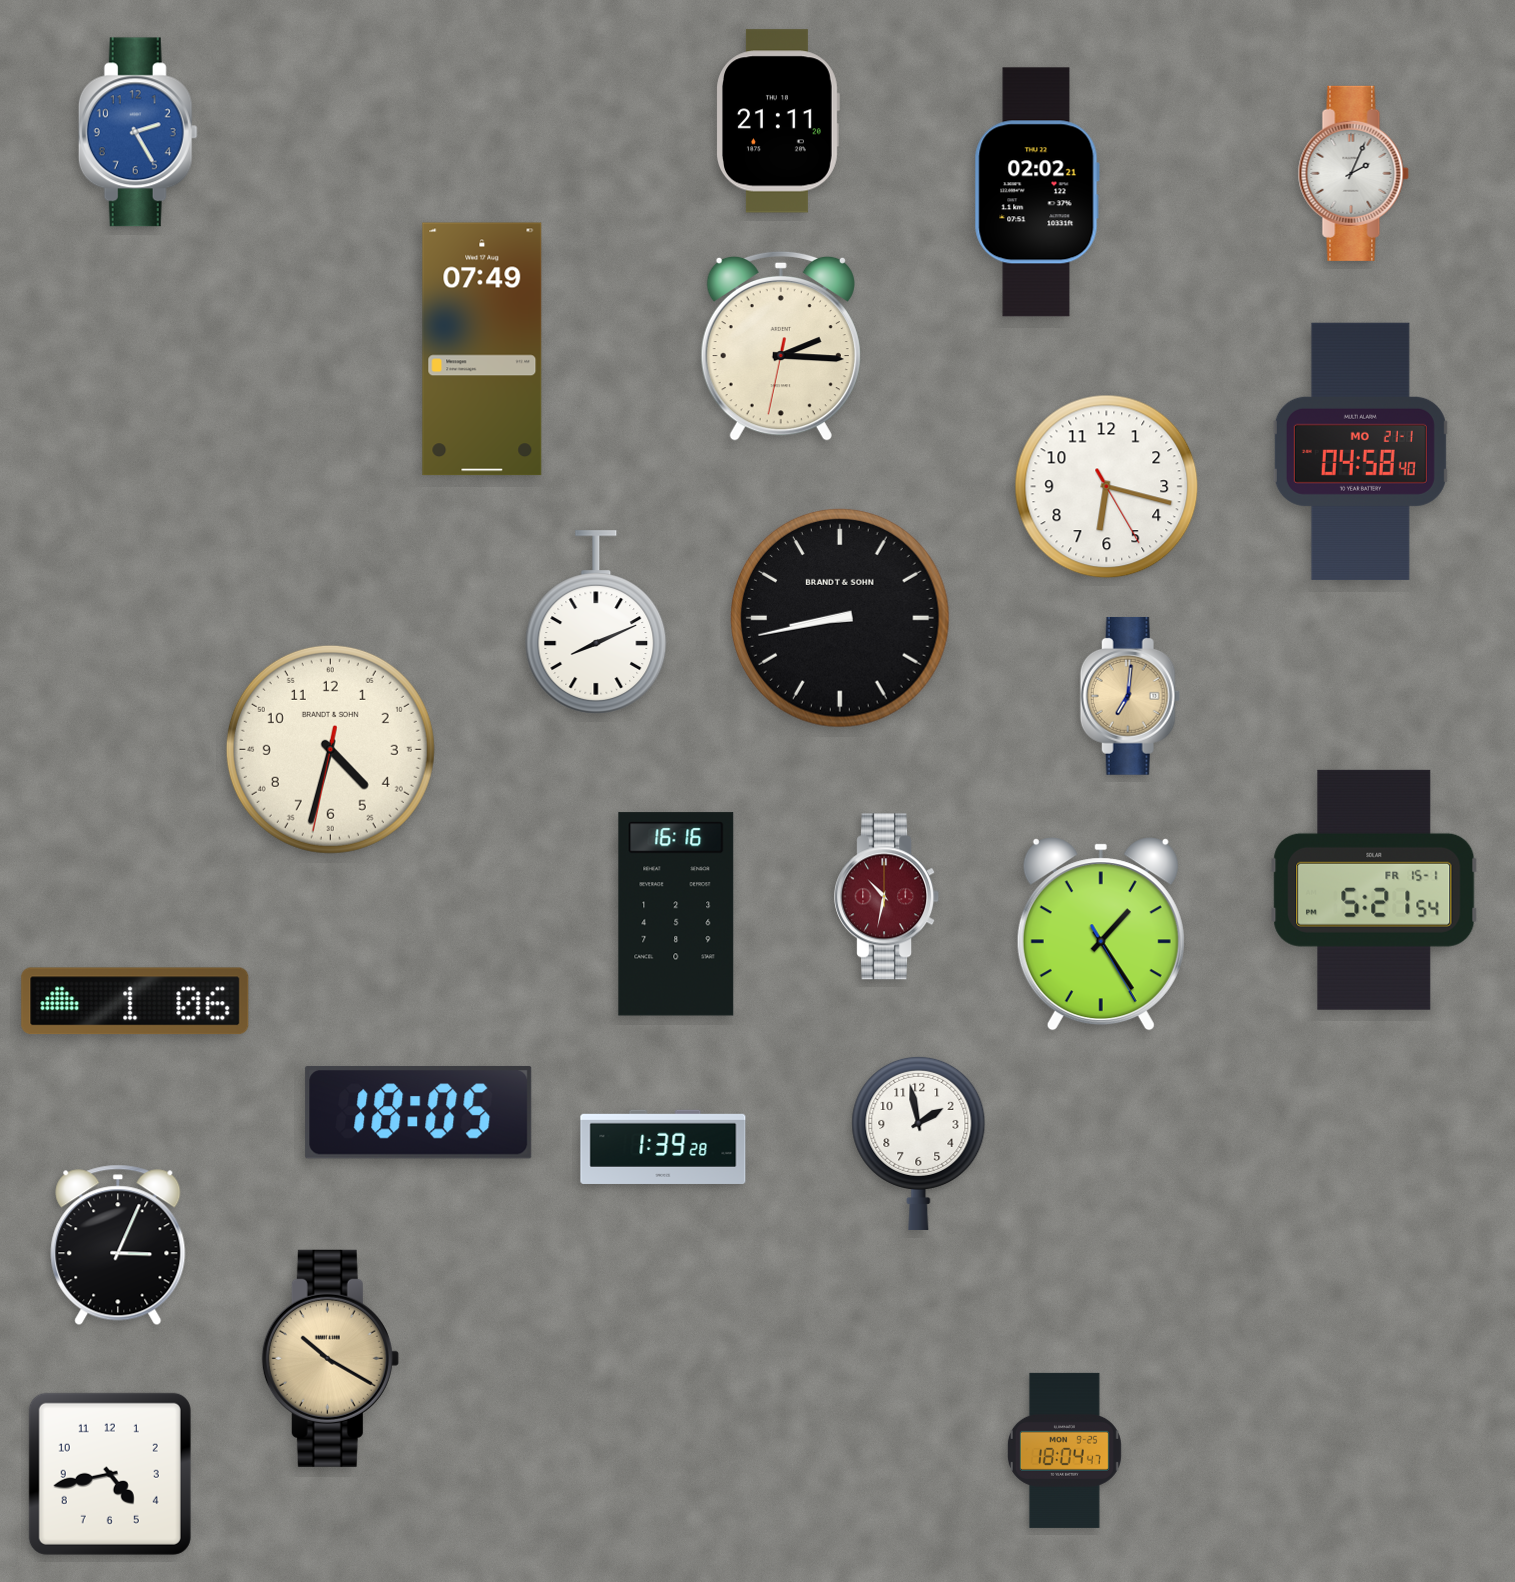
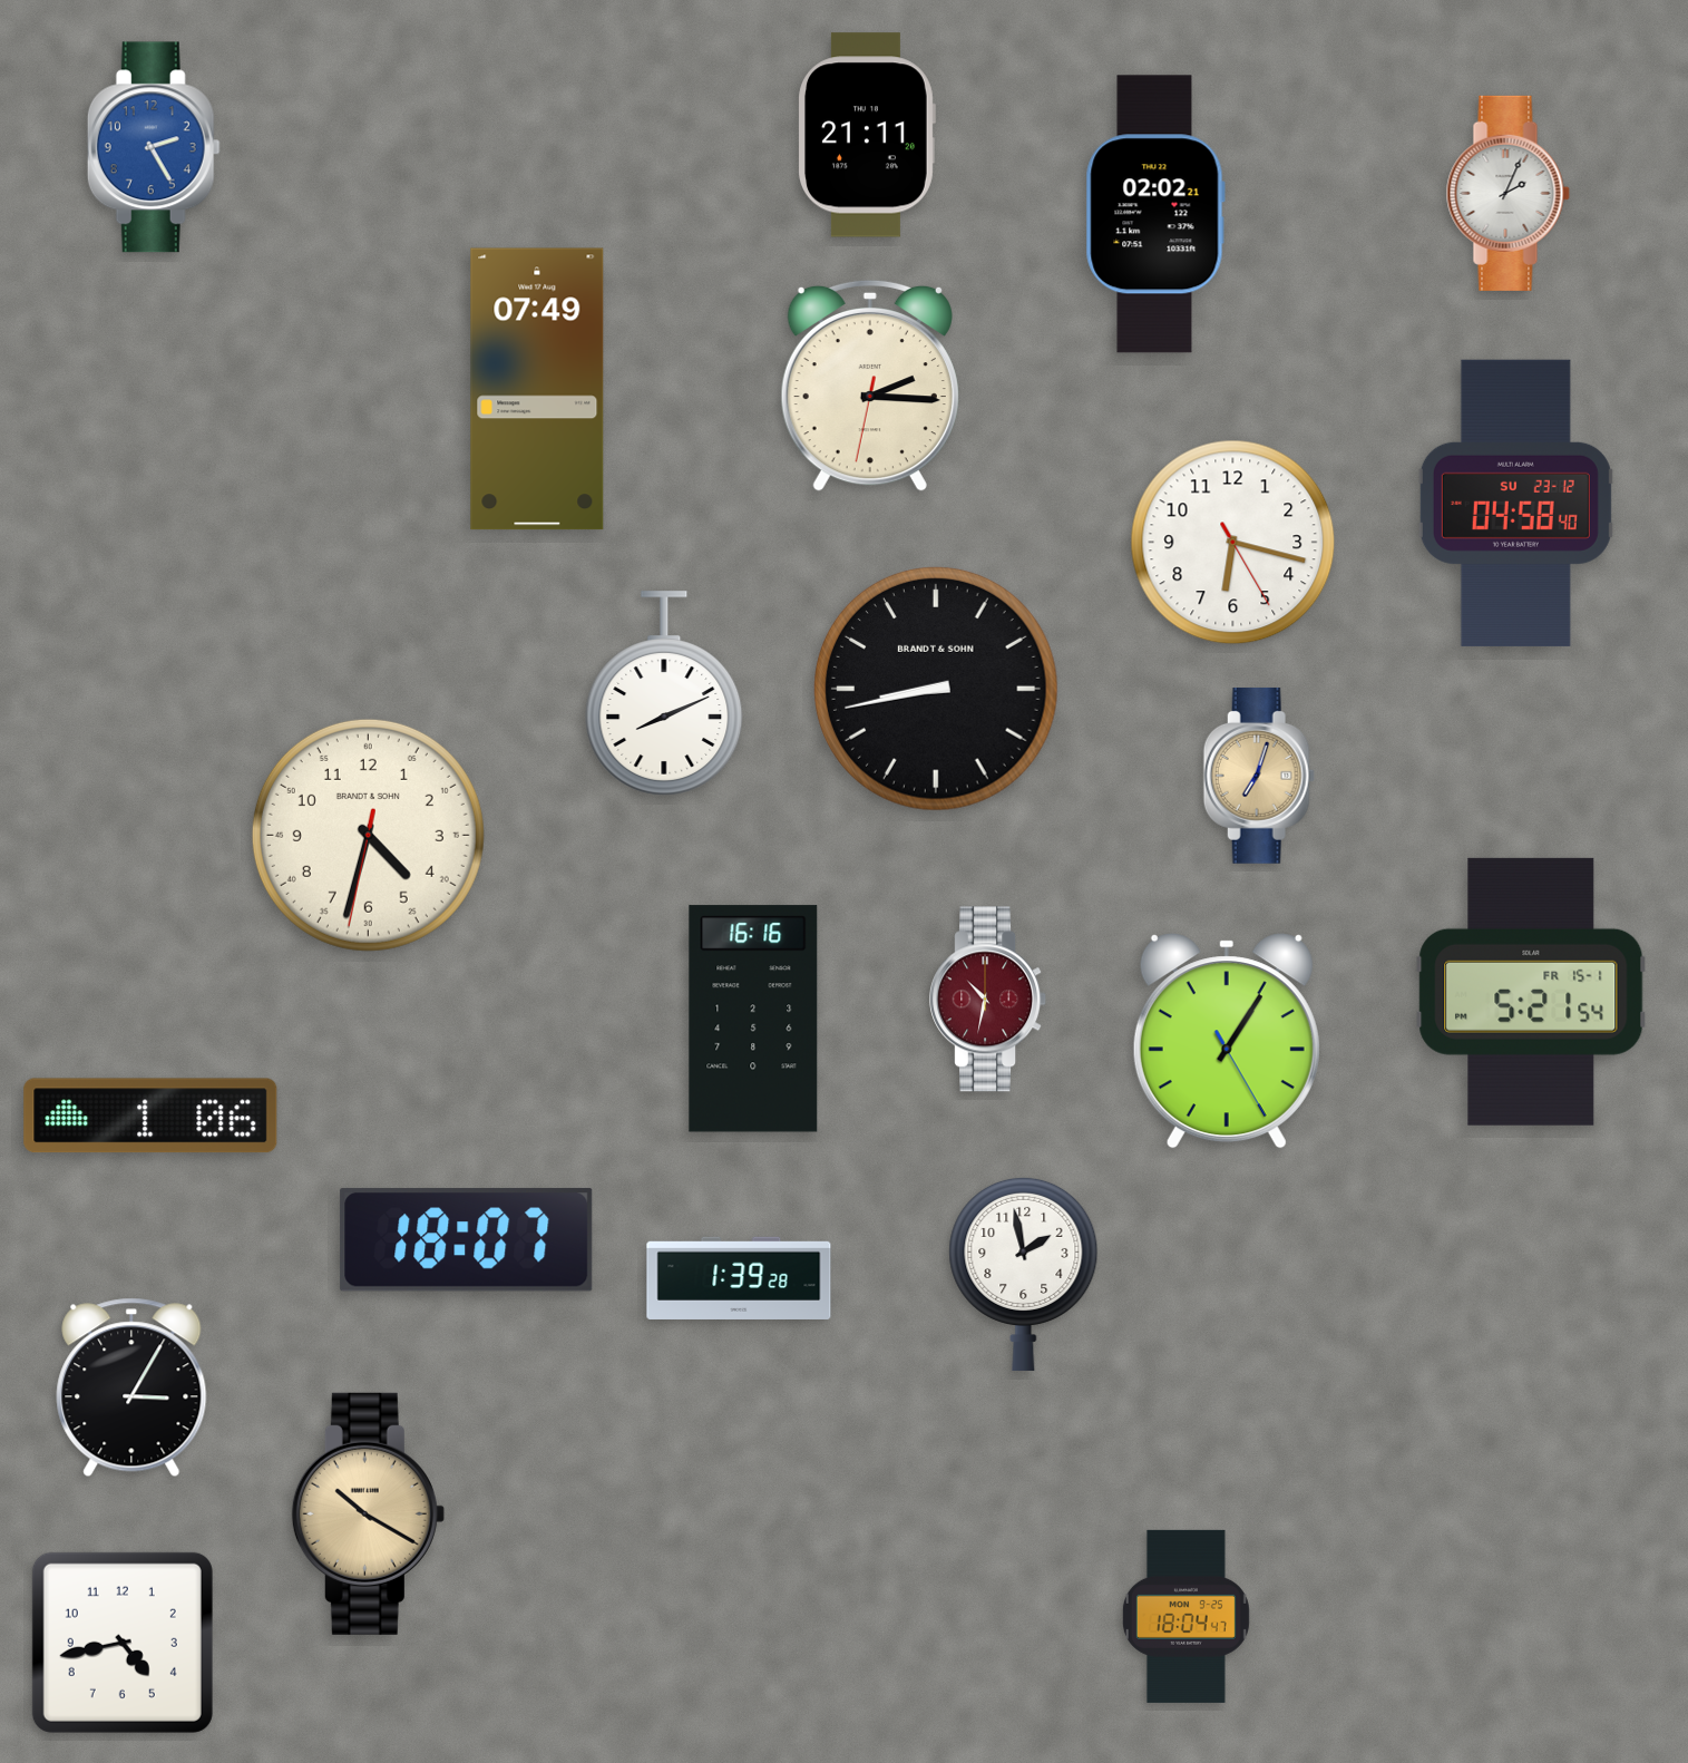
clock at (1360, 451) date: MO 21-1 -> SU 23-12
clock at (1130, 696): 7:01 -> 7:03
clock at (1101, 934): 1:24 -> 1:05
clock at (419, 1112): 18:05 -> 18:07
clock at (118, 1245): 3:04 -> 3:05
